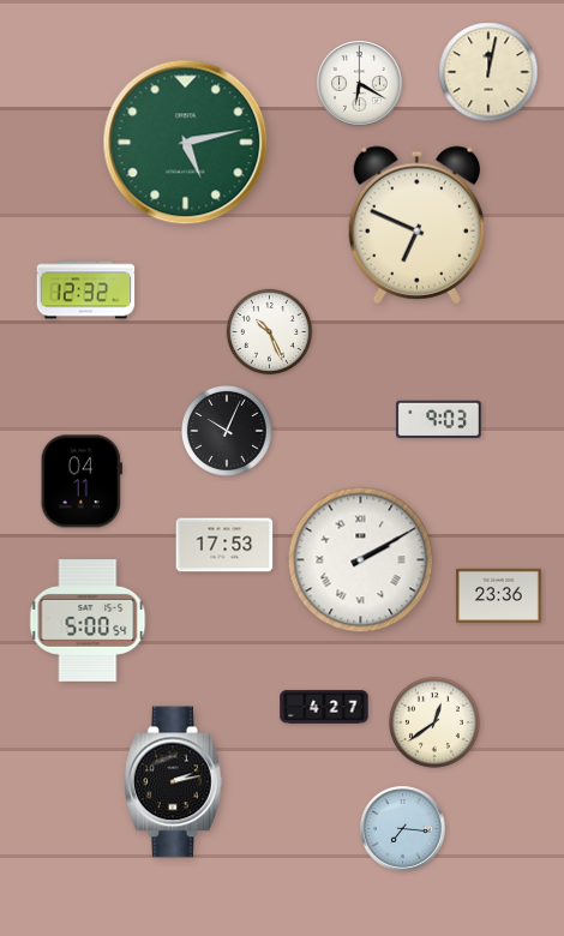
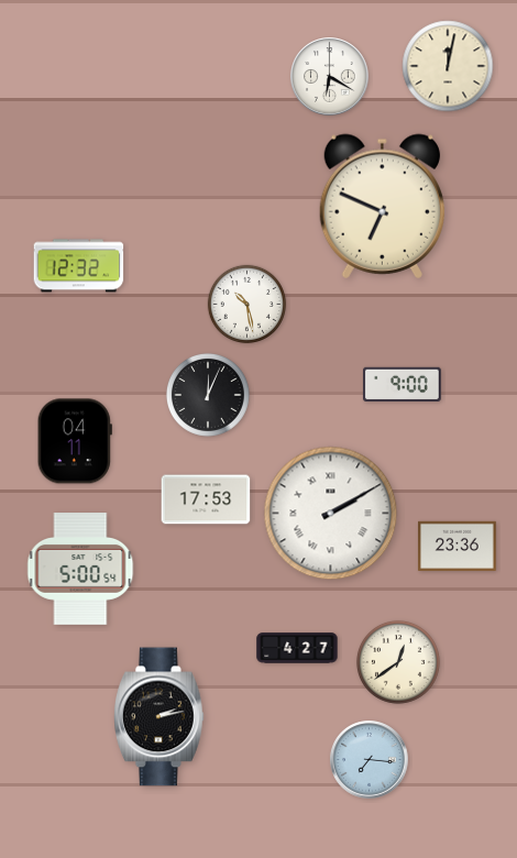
clock at (186, 143): 5:13 -> none
clock at (270, 332): 10:26 -> 10:28
clock at (439, 419): 9:03 -> 9:00
clock at (227, 431): 10:04 -> 12:04
